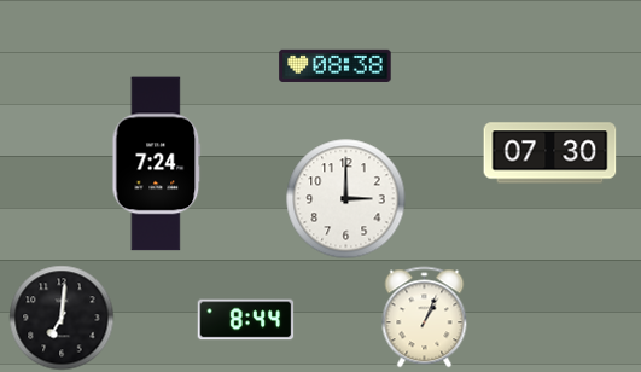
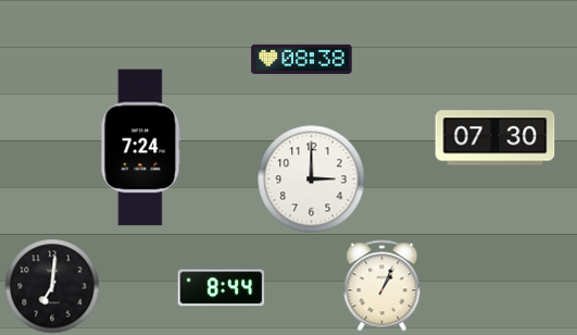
clock at (62, 318) position: (62, 318) -> (52, 286)
